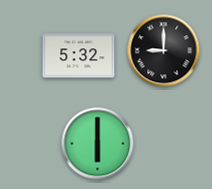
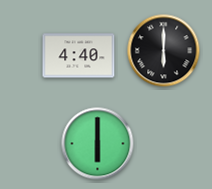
clock at (164, 51): 9:00 -> 6:00
clock at (79, 56): 5:32 -> 4:40
